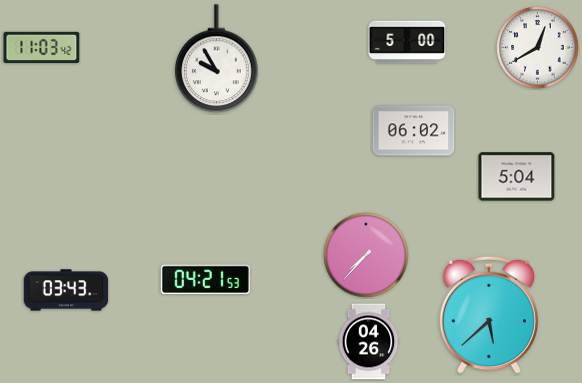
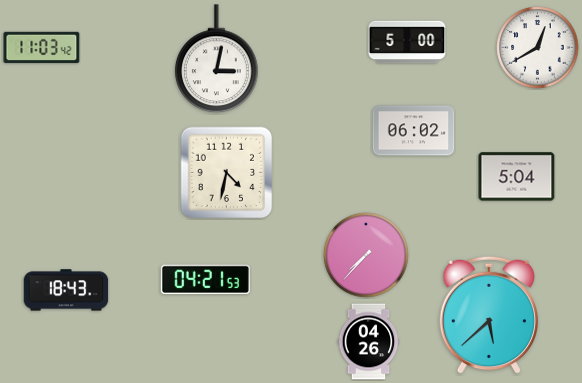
clock at (216, 59): 9:55 -> 3:02
clock at (227, 173): none -> 4:32
clock at (66, 290): 03:43 -> 18:43
